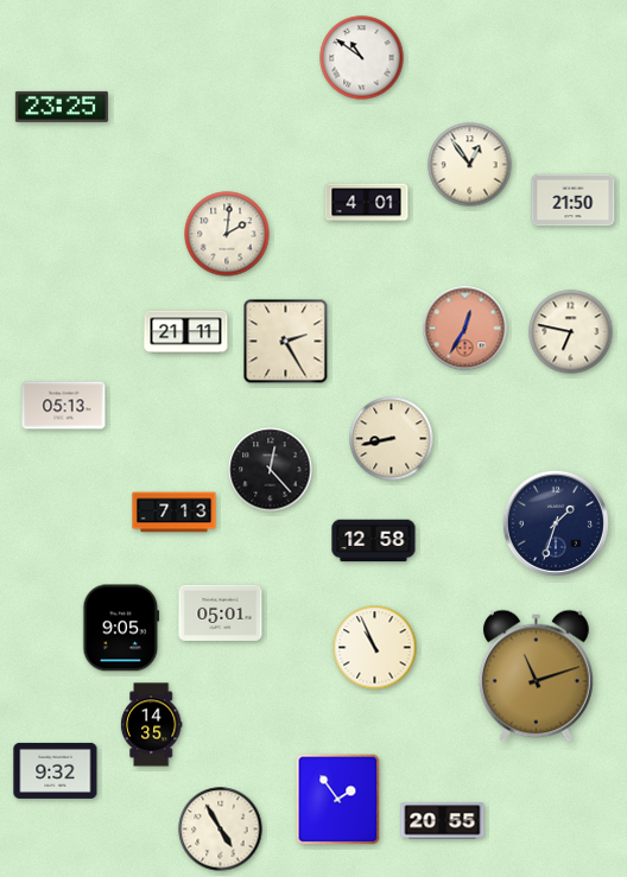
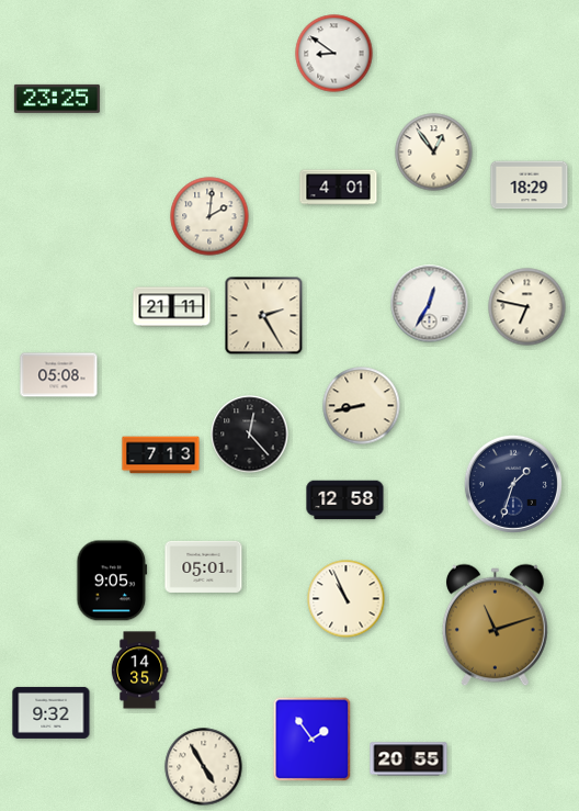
clock at (362, 58): 10:51 -> 8:51
clock at (574, 201): 21:50 -> 18:29
clock at (465, 329) dial: salmon -> white
clock at (64, 406): 05:13 -> 05:08
clock at (175, 513) position: (175, 513) -> (161, 455)
